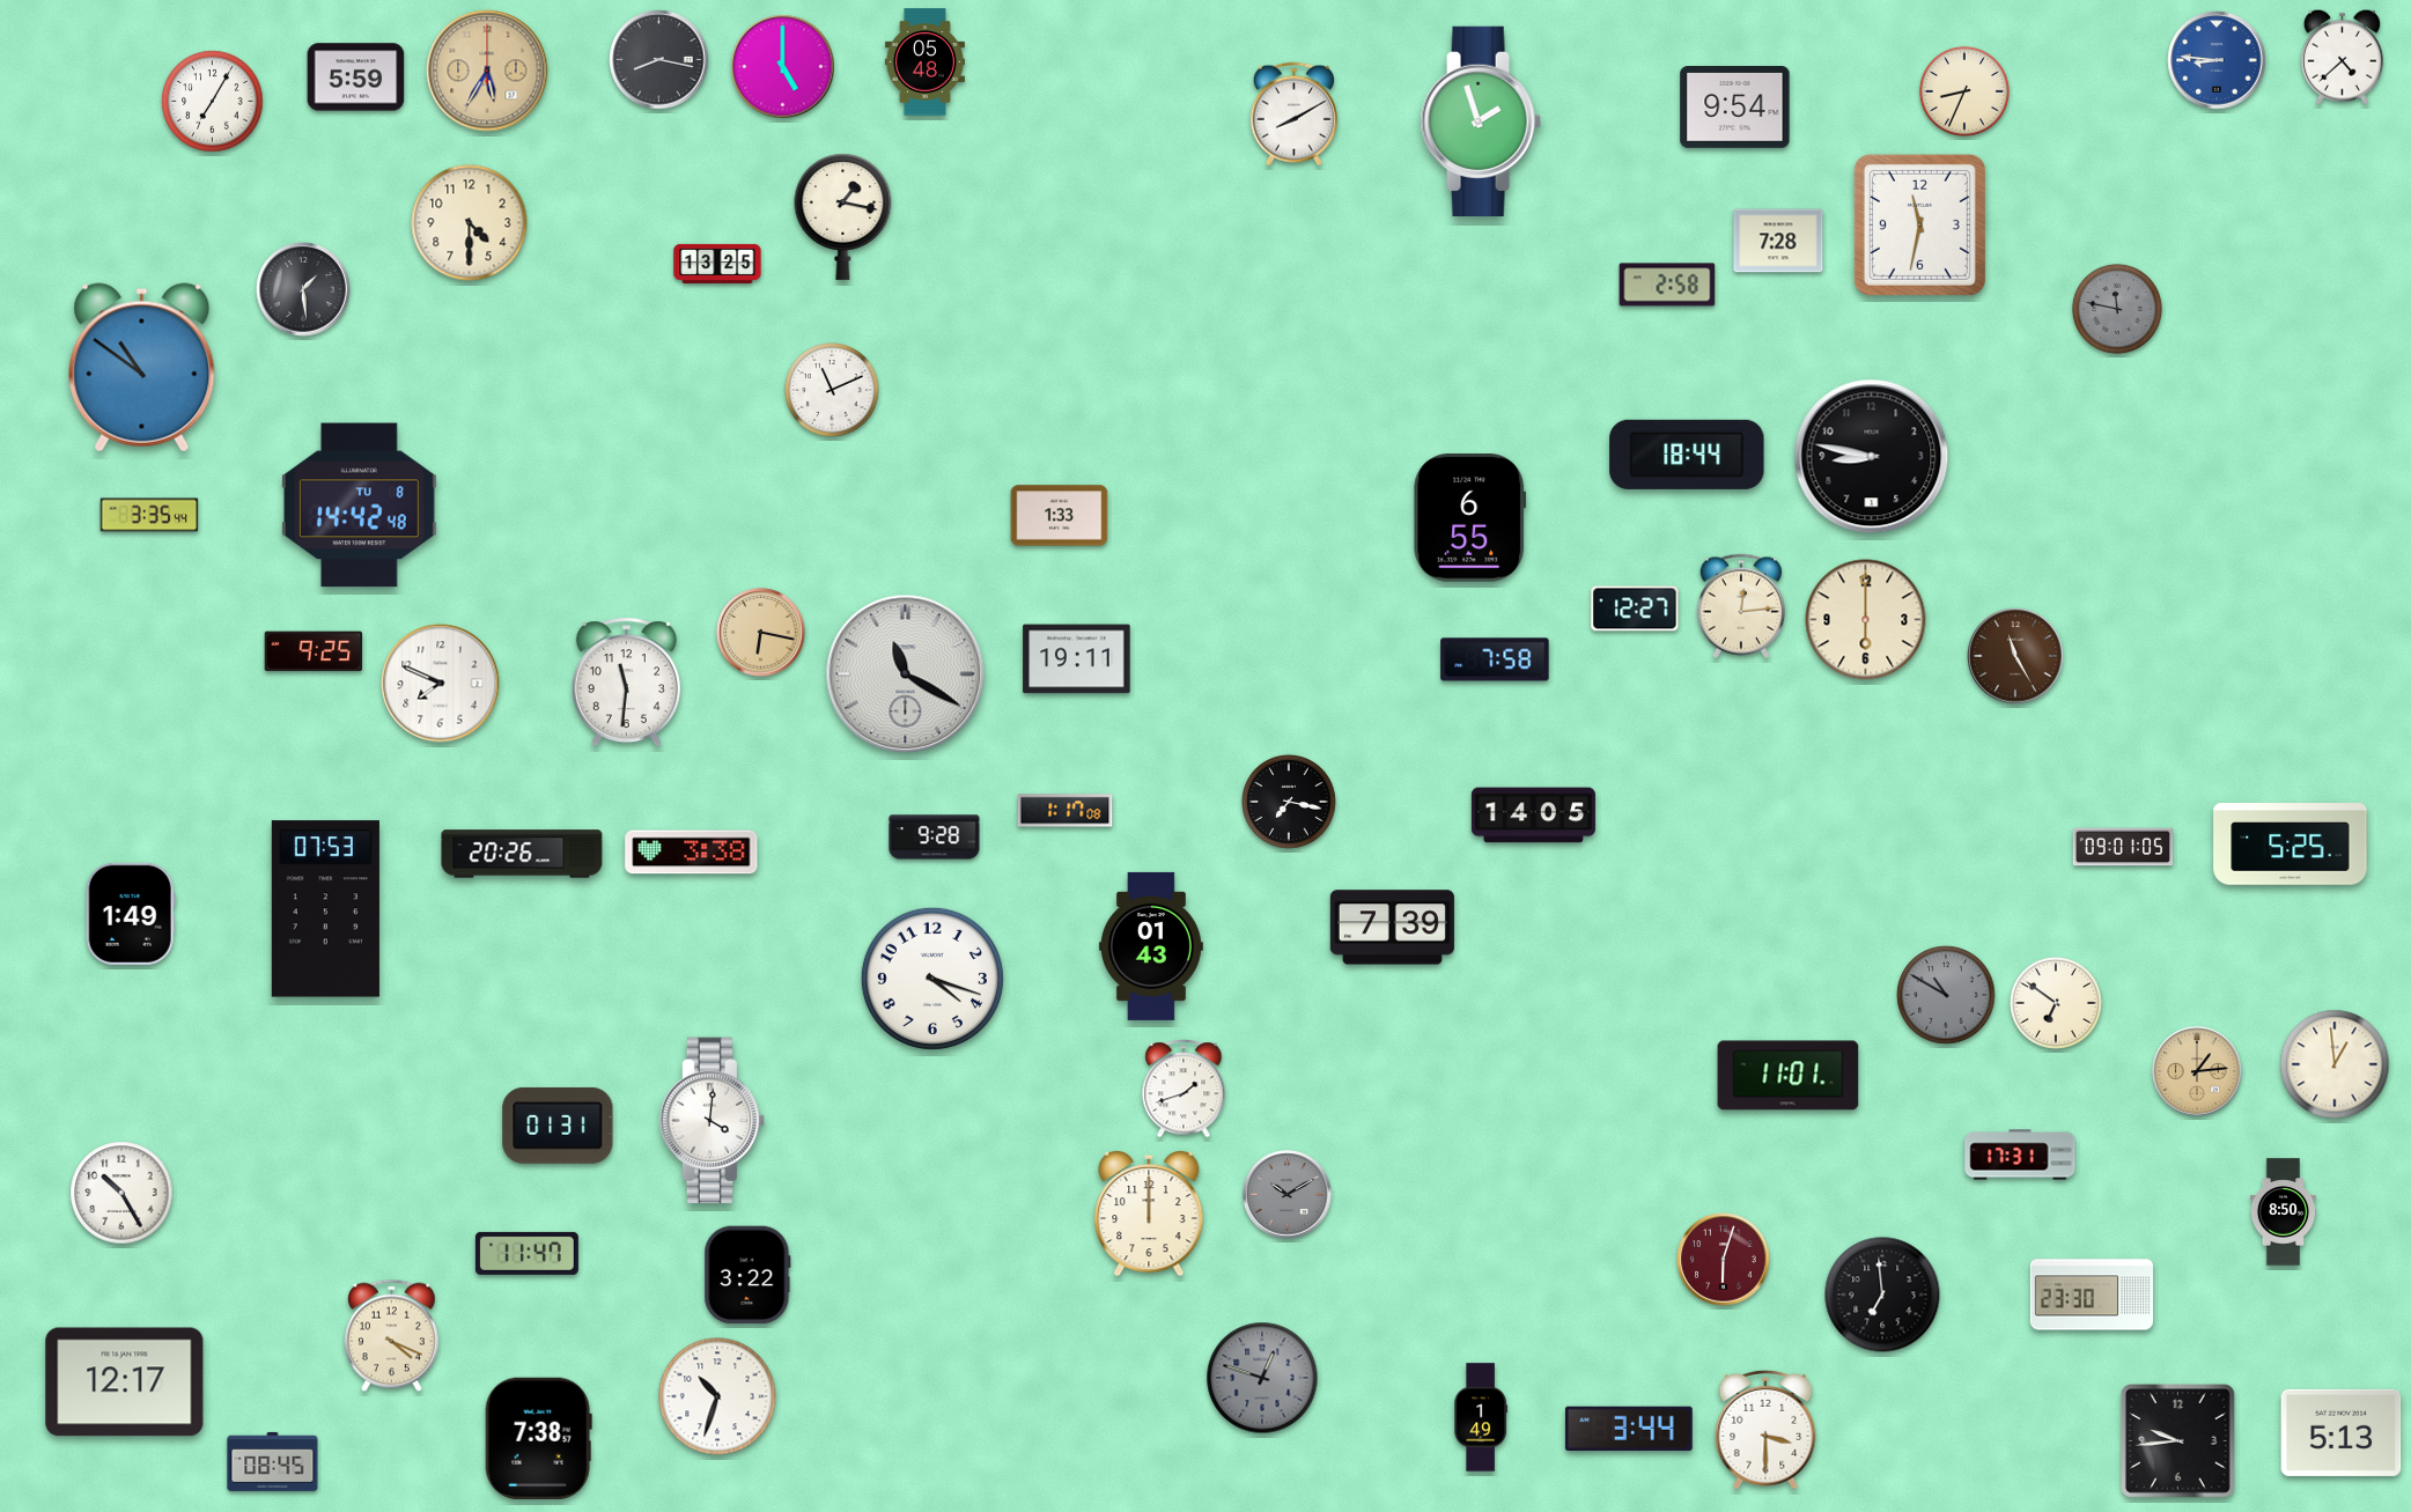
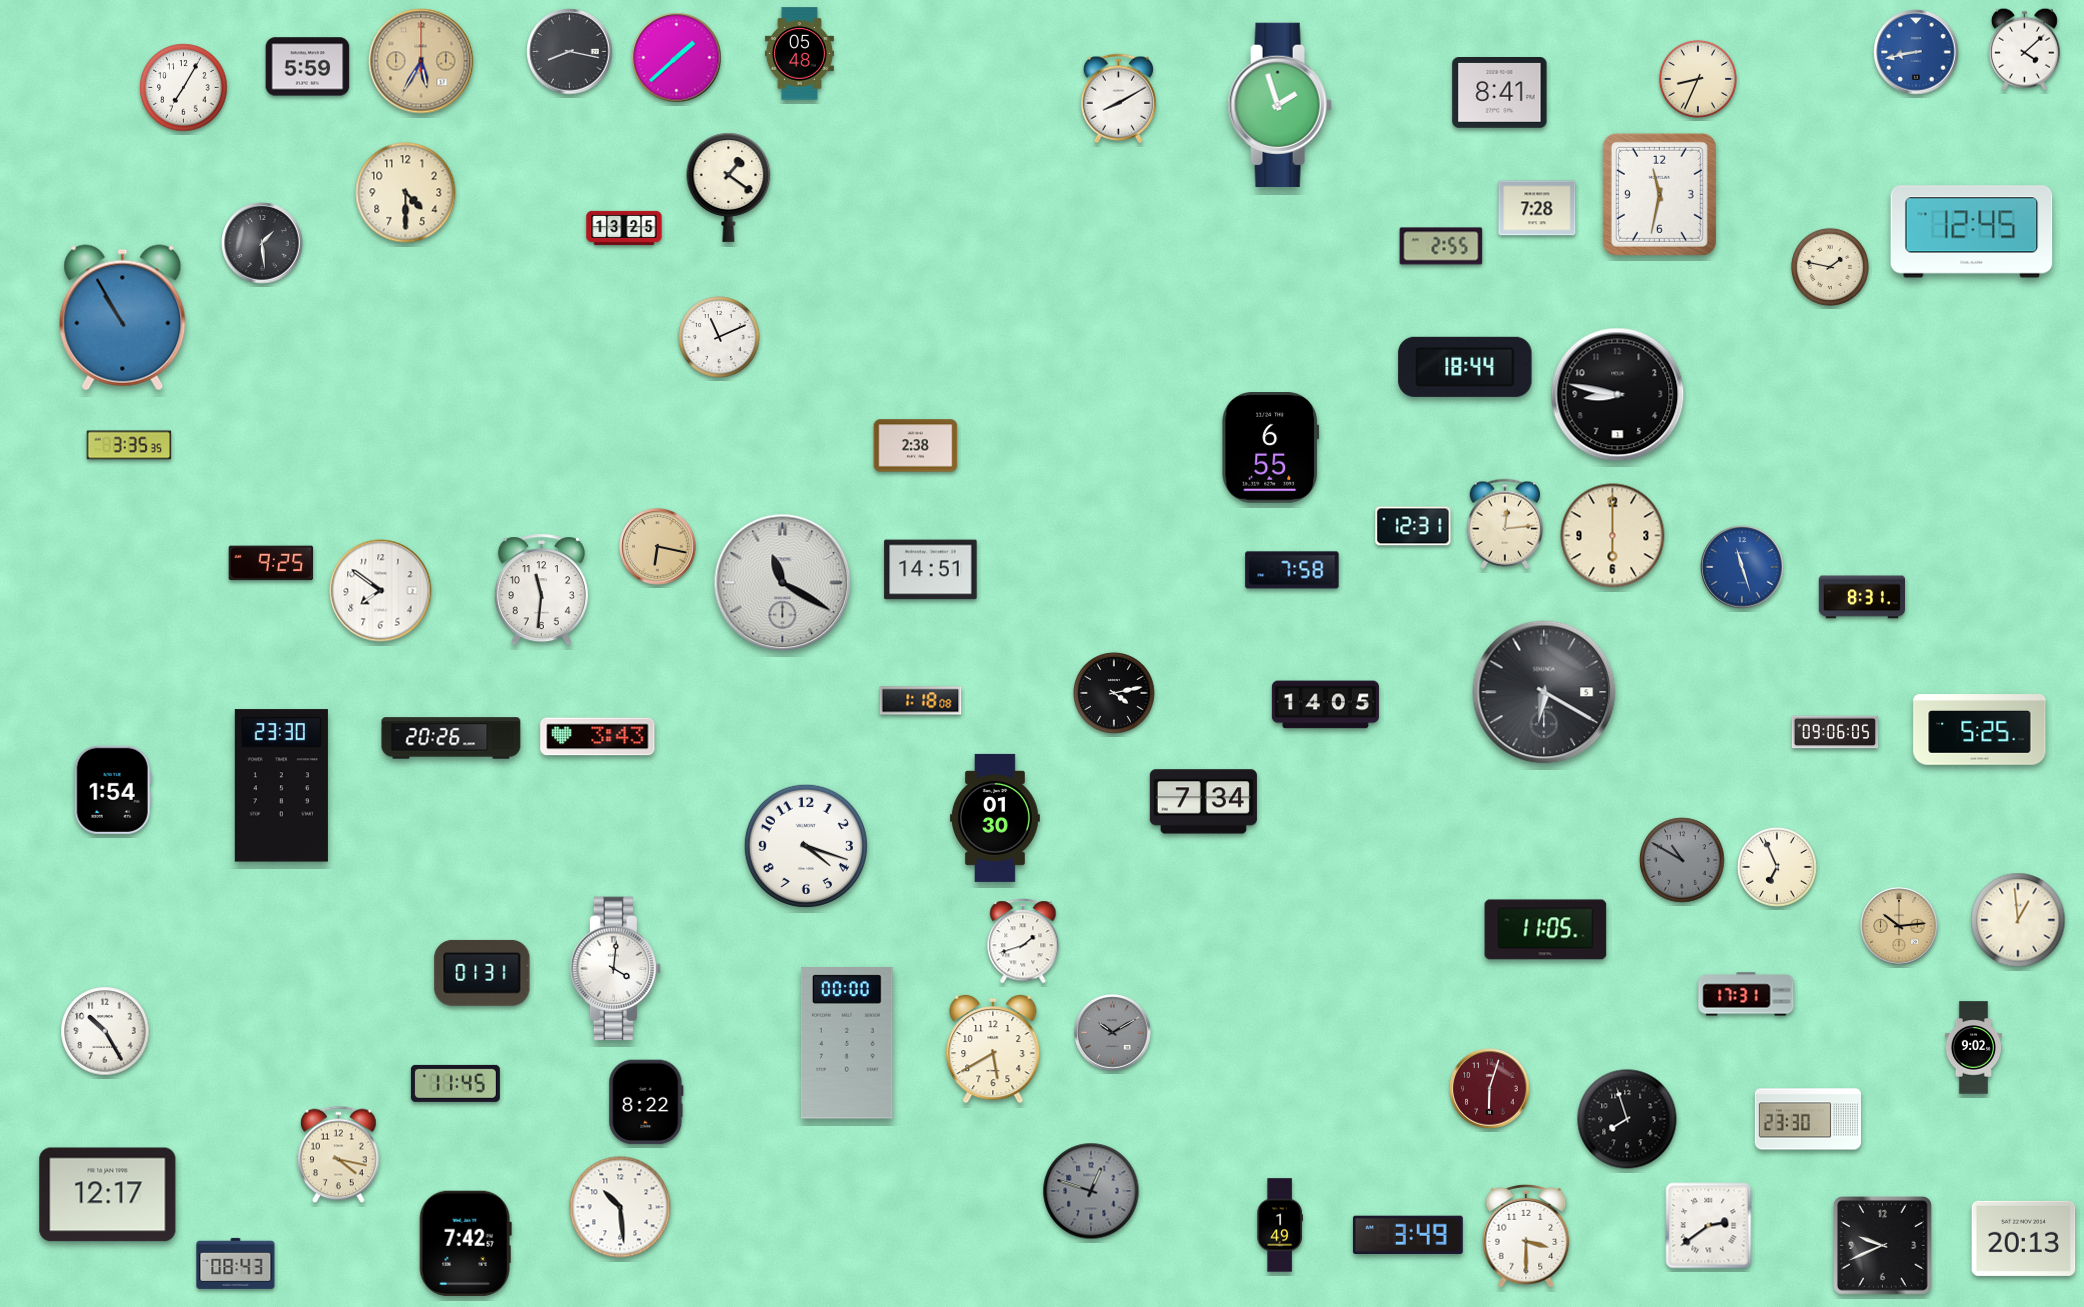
clock at (2342, 57): 4:38 -> 4:08
clock at (2217, 60): 8:46 -> 8:43
clock at (783, 67): 5:00 -> 1:38
clock at (1735, 108): 9:54 -> 8:41
clock at (843, 216): 1:17 -> 1:21
clock at (717, 264) position: (717, 264) -> (624, 228)
clock at (1972, 232): none -> 12:45
clock at (1667, 285): 2:58 -> 2:55
clock at (303, 289) position: (303, 289) -> (262, 243)
clock at (2117, 309): 11:47 -> 1:47
clock at (2117, 309) dial: grey -> cream
clock at (142, 368): 10:51 -> 10:55
clock at (1687, 455) position: (1687, 455) -> (1465, 367)
clock at (359, 506): 14:42 -> none
clock at (149, 515): 3:35:44 -> 3:35:35
clock at (1060, 516): 1:33 -> 2:38
clock at (1635, 609): 12:27 -> 12:31
clock at (2015, 656): 11:25 -> 11:27
clock at (2015, 656) dial: brown -> blue
clock at (1077, 659): 19:11 -> 14:51
clock at (441, 684): 7:49 -> 7:51
clock at (1862, 597): none -> 8:31
clock at (1544, 692): none -> 6:20
clock at (1290, 803): 7:17 -> 4:13
clock at (1066, 811): 1:17 -> 1:18
clock at (935, 838): 9:28 -> none
clock at (2123, 847): 09:01 -> 09:06
clock at (692, 853): 3:38 -> 3:43
clock at (325, 909): 07:53 -> 23:30
clock at (131, 914): 1:49 -> 1:54
clock at (1392, 928): 7:39 -> 7:34
clock at (1151, 946): 01:43 -> 01:30
clock at (2056, 1003): 6:51 -> 6:56
clock at (2197, 1071): 1:14 -> 10:14
clock at (1789, 1076): 11:01 -> 11:05
clock at (2020, 1155) position: (2020, 1155) -> (1746, 994)
clock at (847, 1043): none -> 00:00
clock at (2284, 1212): 8:50 -> 9:02
clock at (1149, 1214): 12:00 -> 5:40
clock at (526, 1253): 11:47 -> 11:45
clock at (747, 1275): 3:22 -> 8:22
clock at (1882, 1295): 6:59 -> 7:57
clock at (392, 1336): 4:19 -> 4:17
clock at (717, 1396): 10:33 -> 10:29
clock at (1709, 1226): none -> 2:39
clock at (1629, 1428): 3:44 -> 3:49
clock at (2342, 1432): 5:13 -> 20:13
clock at (538, 1438): 7:38 -> 7:42
clock at (2178, 1441): 9:44 -> 9:41
clock at (273, 1461): 08:45 -> 08:43
